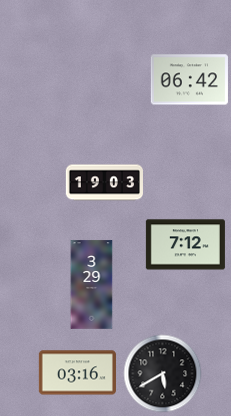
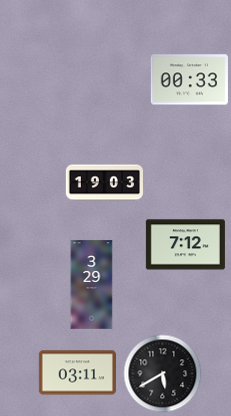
clock at (189, 80): 06:42 -> 00:33
clock at (77, 373): 03:16 -> 03:11
